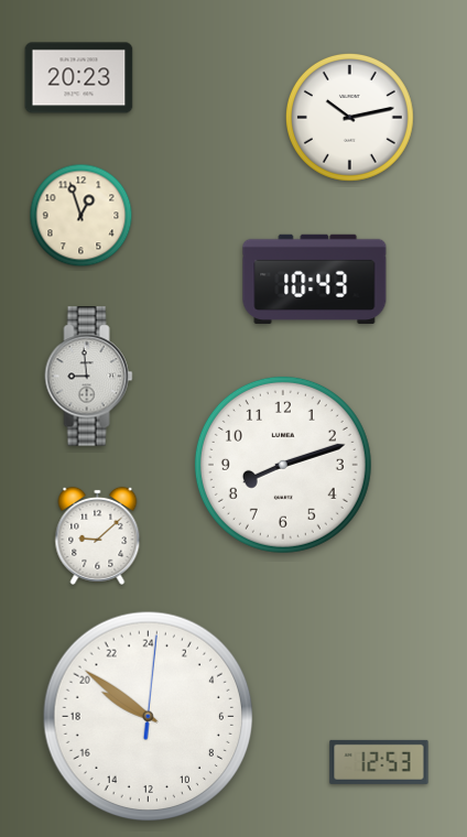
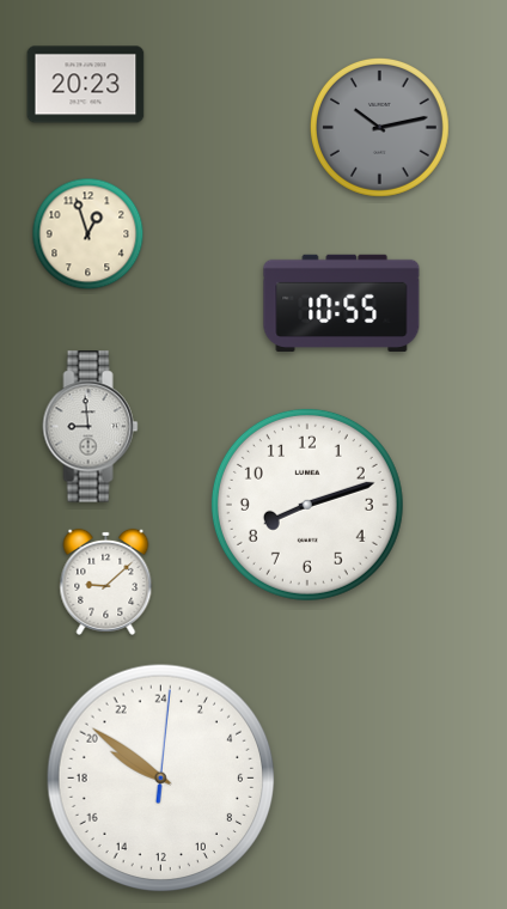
clock at (349, 117) dial: white -> grey
clock at (315, 279): 10:43 -> 10:55
clock at (89, 377) position: (89, 377) -> (91, 427)
clock at (379, 762): 12:53 -> none
